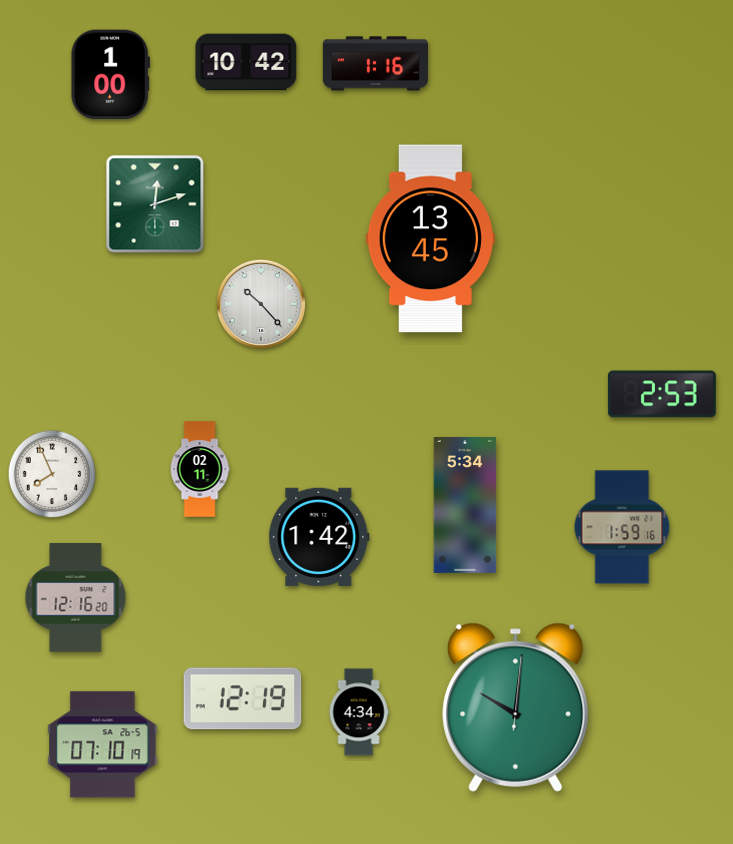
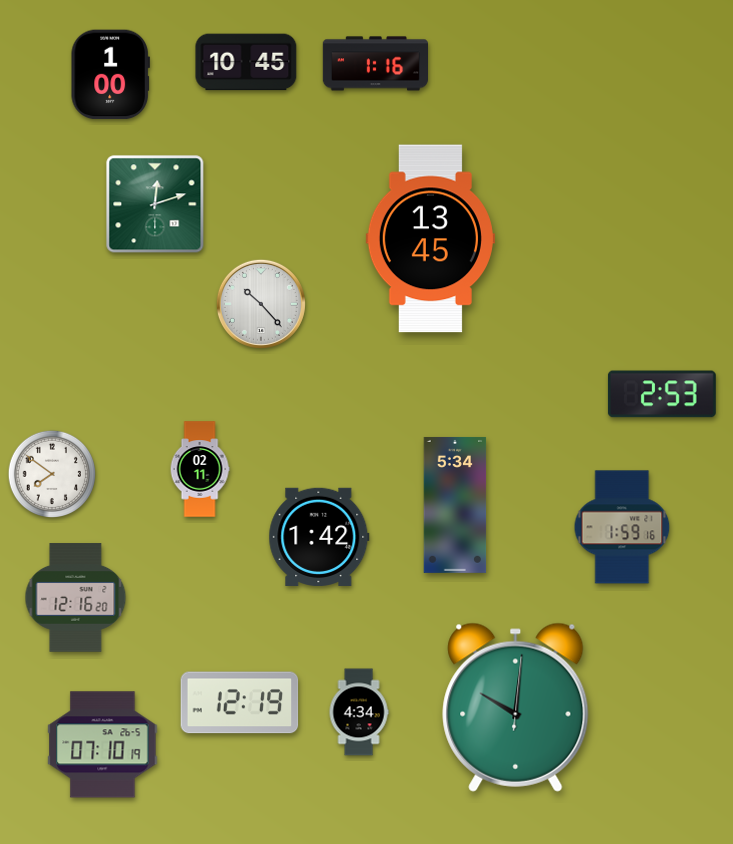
clock at (246, 62): 10:42 -> 10:45
clock at (51, 473): 7:56 -> 7:51
clock at (465, 505) position: (465, 505) -> (455, 505)
clock at (243, 699) position: (243, 699) -> (240, 703)
